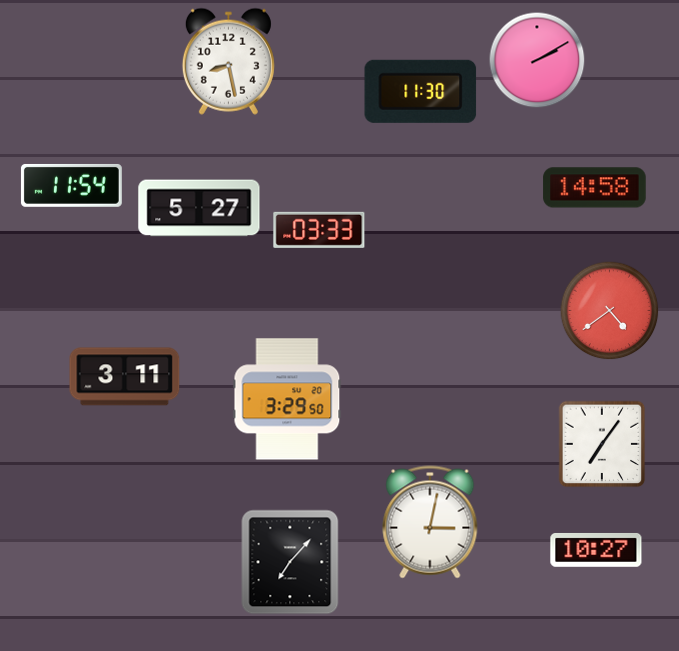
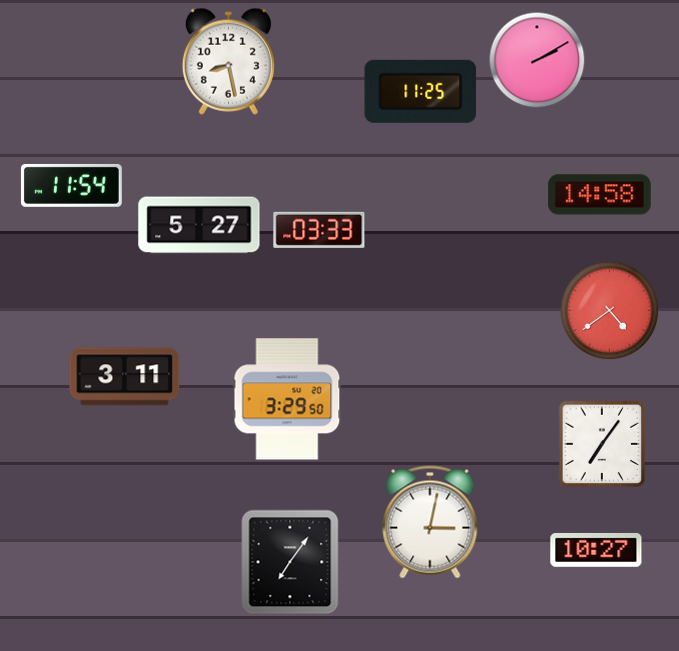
clock at (421, 91): 11:30 -> 11:25
clock at (595, 188) position: (595, 188) -> (600, 195)
clock at (199, 208) position: (199, 208) -> (199, 225)
clock at (290, 562): 7:07 -> 7:06
